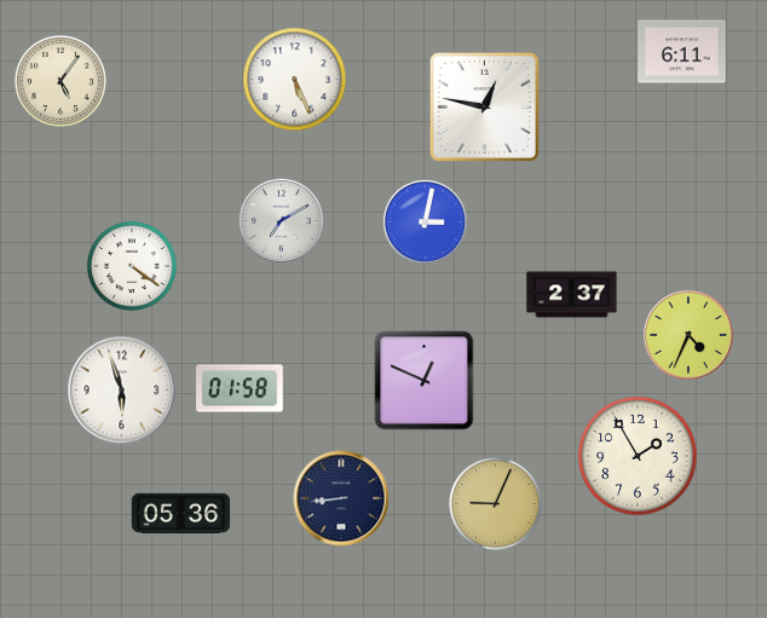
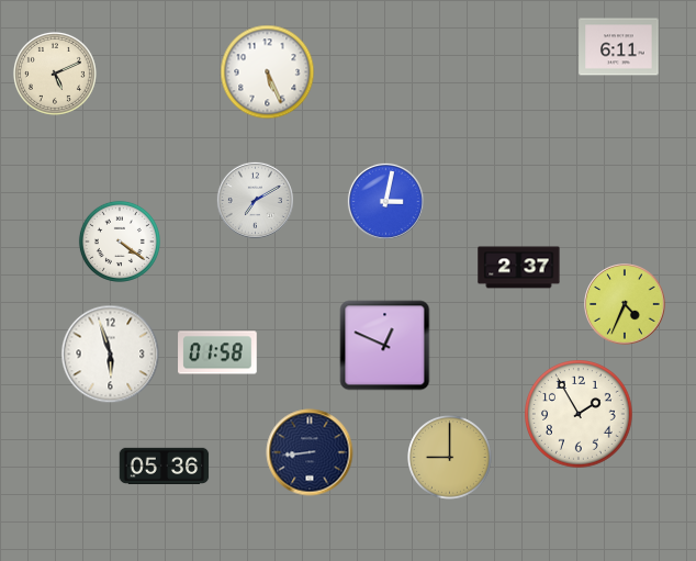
clock at (60, 81): 5:06 -> 5:11
clock at (484, 106): 12:47 -> none
clock at (496, 504): 9:04 -> 9:00
